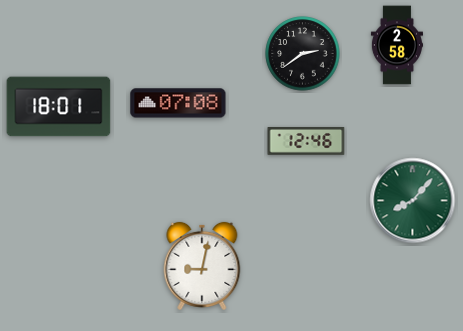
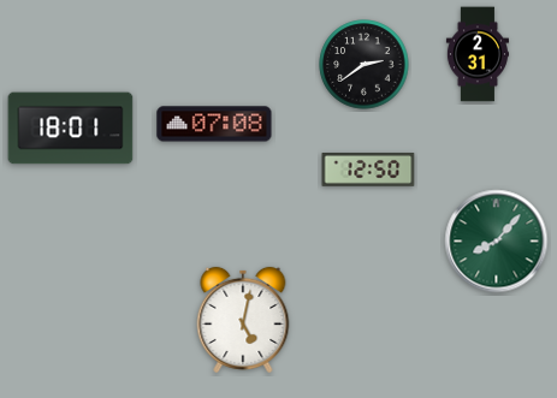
clock at (397, 45): 2:58 -> 2:31
clock at (306, 142): 12:46 -> 12:50
clock at (202, 266): 9:02 -> 5:02
